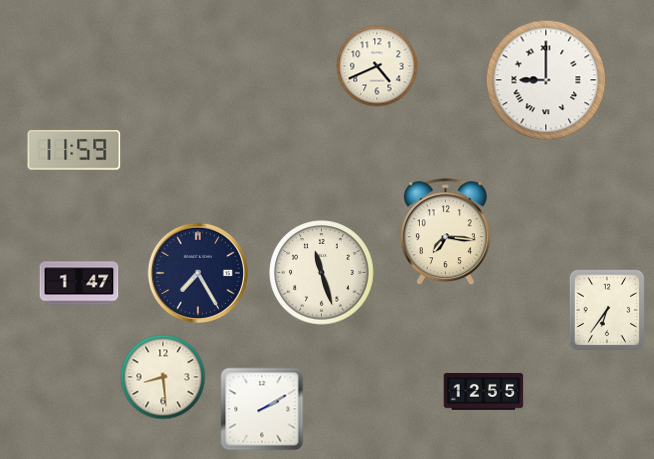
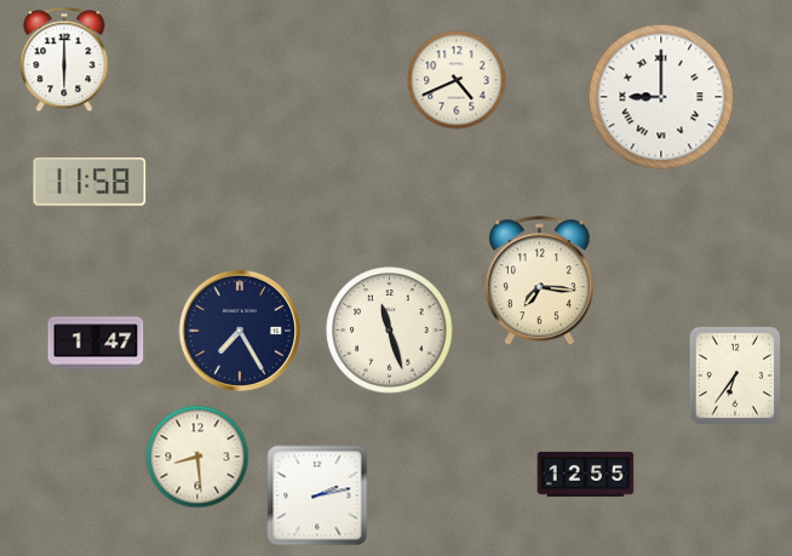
clock at (64, 59): none -> 6:00
clock at (74, 151): 11:59 -> 11:58
clock at (262, 409): 2:10 -> 2:13
